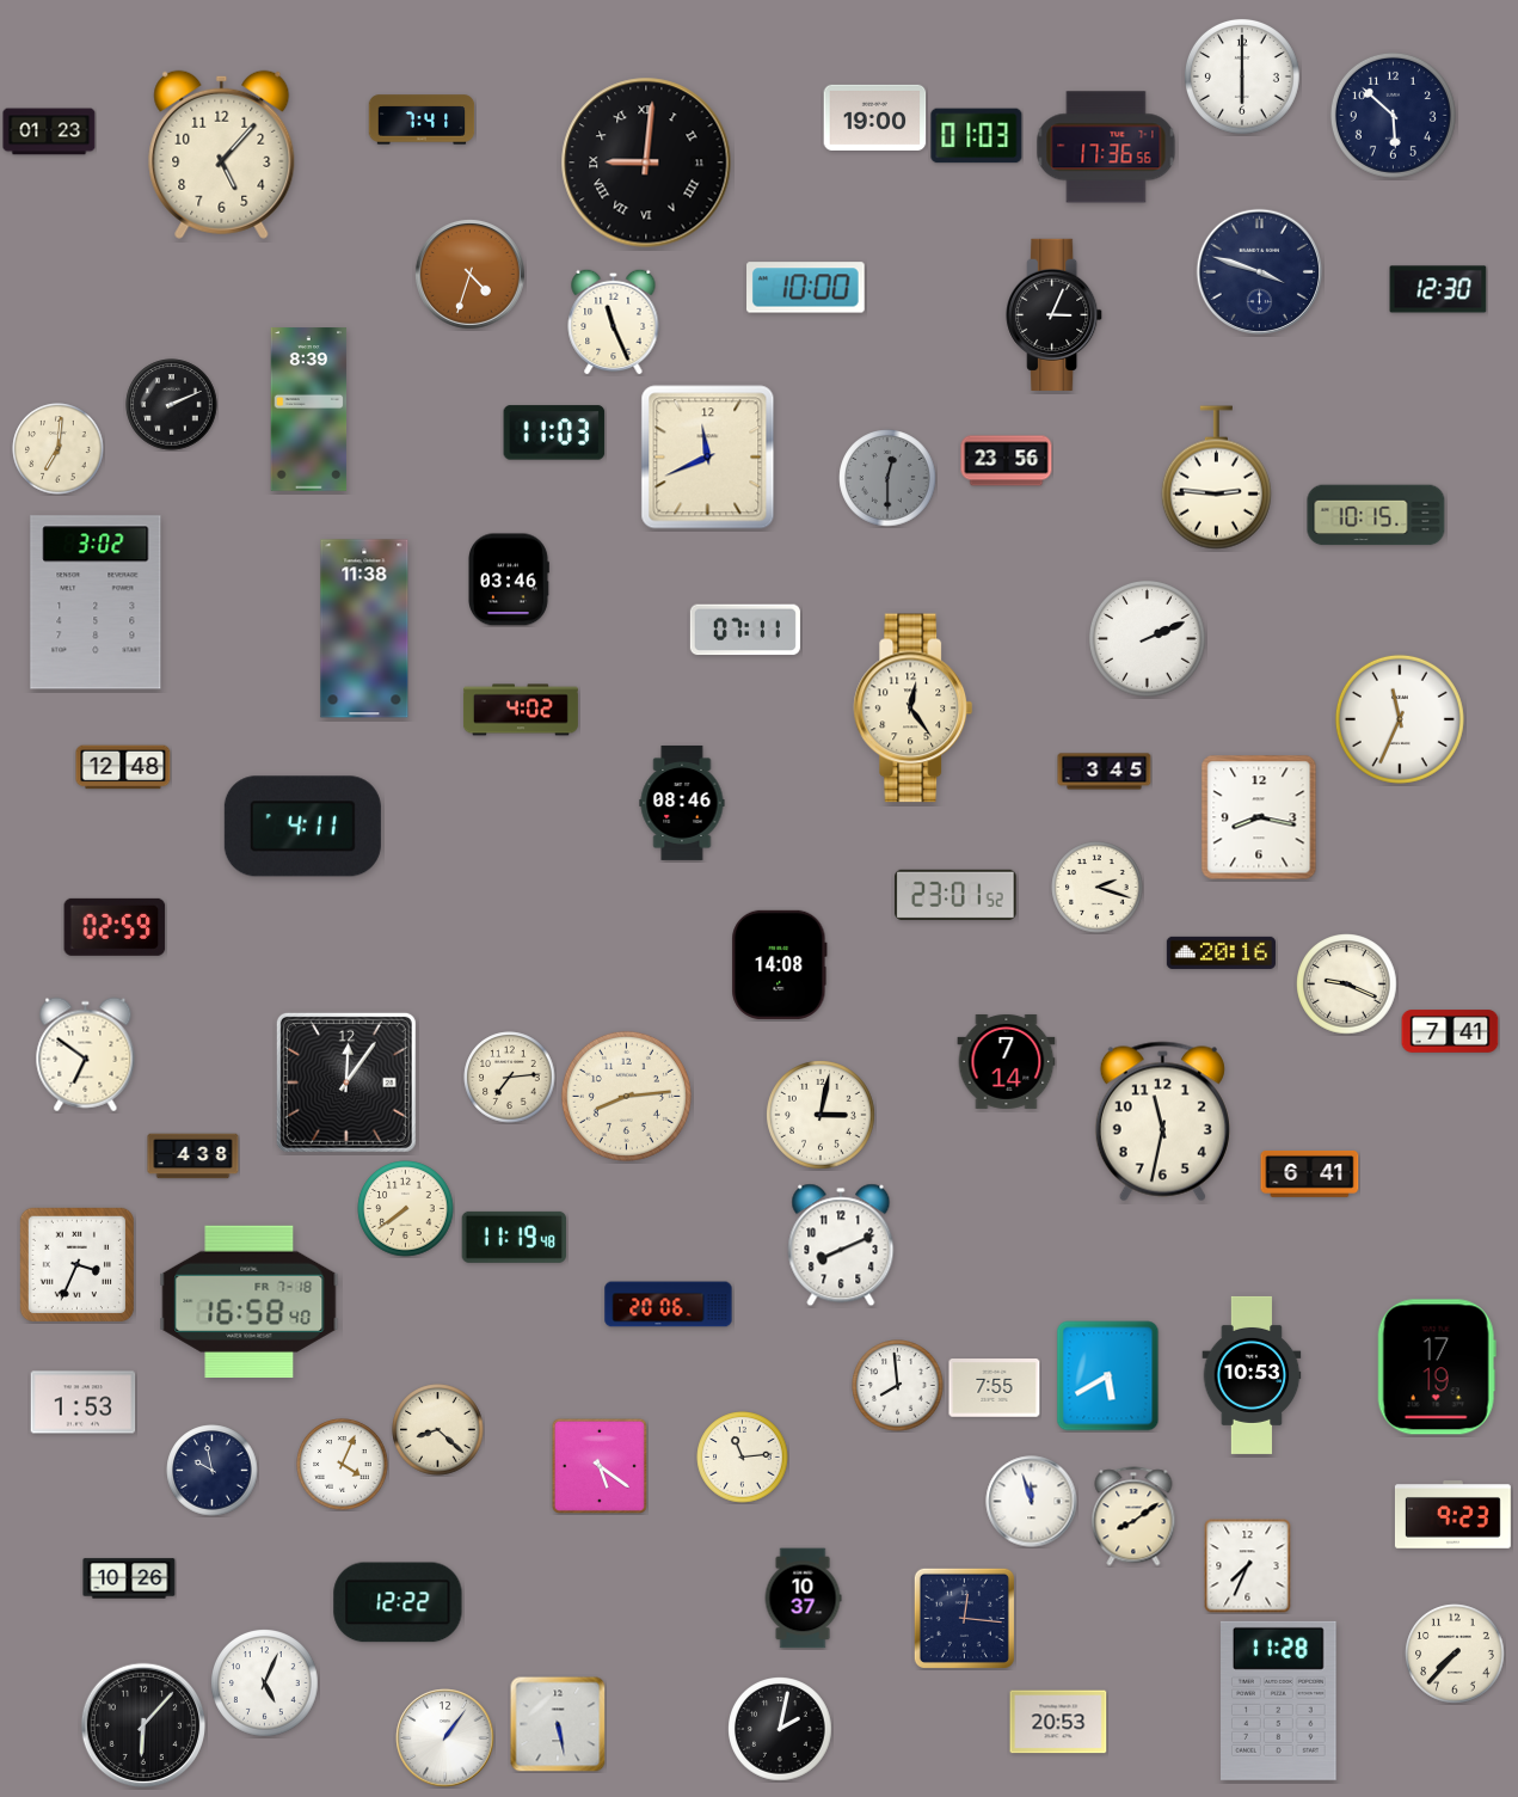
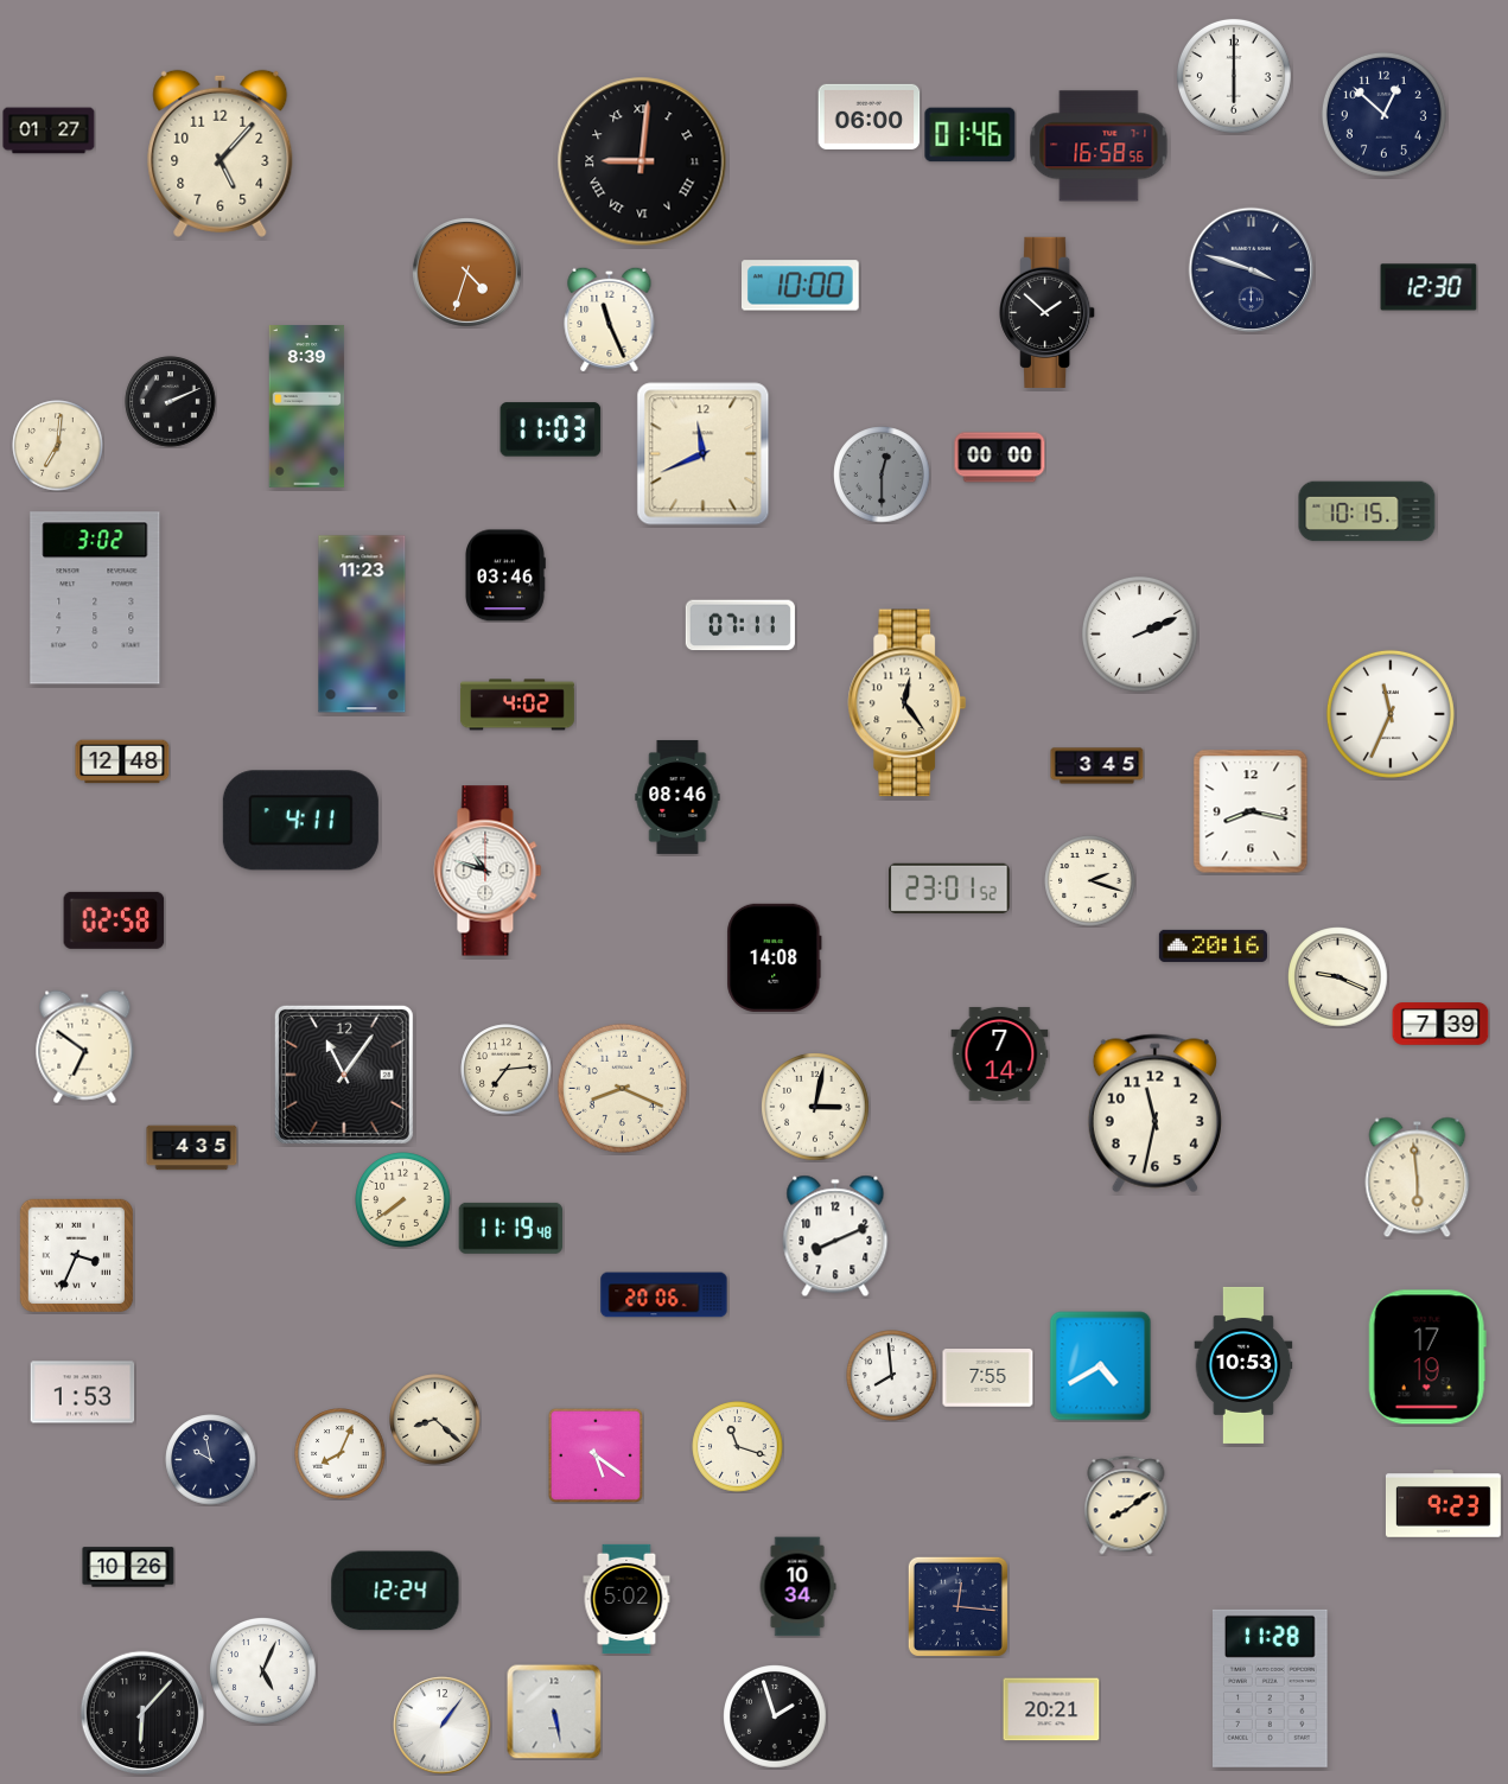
clock at (1393, 115): 5:52 -> 12:52
clock at (875, 117): 19:00 -> 06:00
clock at (422, 119): 7:41 -> none
clock at (49, 131): 01:23 -> 01:27
clock at (977, 136): 01:03 -> 01:46
clock at (1106, 147): 17:36 -> 16:58
clock at (1055, 314): 3:04 -> 1:52
clock at (1007, 461): 23:56 -> 00:00
clock at (1216, 478): 2:46 -> none
clock at (364, 628): 11:38 -> 11:23
clock at (488, 871): none -> 10:48
clock at (115, 927): 02:59 -> 02:58
clock at (1450, 1031): 7:41 -> 7:39
clock at (346, 1083): 12:06 -> 11:06
clock at (626, 1096): 8:14 -> 8:19
clock at (193, 1157): 4:38 -> 4:35
clock at (1310, 1173): 6:41 -> none
clock at (1418, 1178): none -> 5:59
clock at (250, 1301): 16:58 -> none
clock at (1108, 1376): 5:40 -> 4:40
clock at (743, 1458): 11:14 -> 11:18
clock at (343, 1465): 4:04 -> 8:04
clock at (1032, 1502): 11:57 -> none
clock at (1248, 1566): 7:34 -> none
clock at (803, 1599): 10:37 -> 10:34
clock at (398, 1602): 12:22 -> 12:24
clock at (626, 1599): none -> 5:02
clock at (1455, 1654): 7:37 -> none
clock at (1058, 1722): 20:53 -> 20:21
clock at (780, 1729): 2:02 -> 1:57
